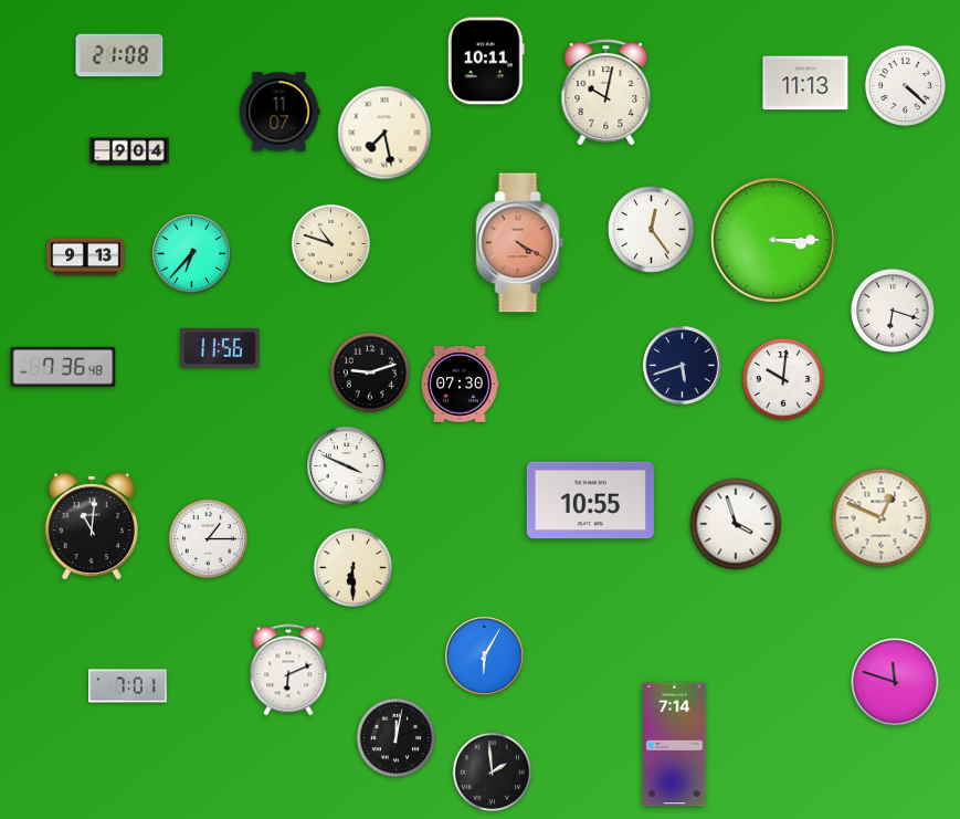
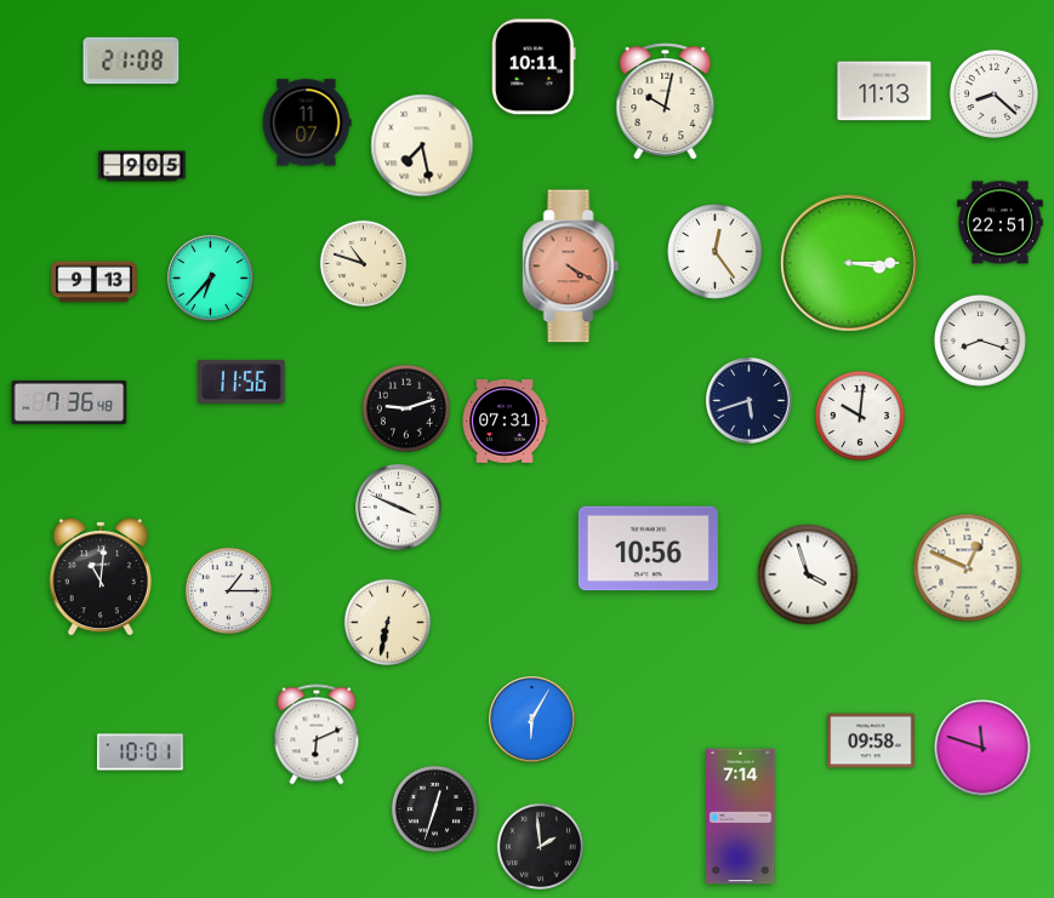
clock at (905, 85): 4:22 -> 8:22
clock at (129, 151): 9:04 -> 9:05
clock at (1001, 223): none -> 22:51
clock at (330, 243) position: (330, 243) -> (363, 263)
clock at (893, 311): 6:18 -> 8:18
clock at (460, 385): 07:30 -> 07:31
clock at (347, 466) position: (347, 466) -> (399, 508)
clock at (590, 501): 10:55 -> 10:56
clock at (352, 567): 6:30 -> 6:32
clock at (871, 740): none -> 09:58
clock at (128, 686): 7:01 -> 10:01
clock at (395, 737): 12:02 -> 12:33
